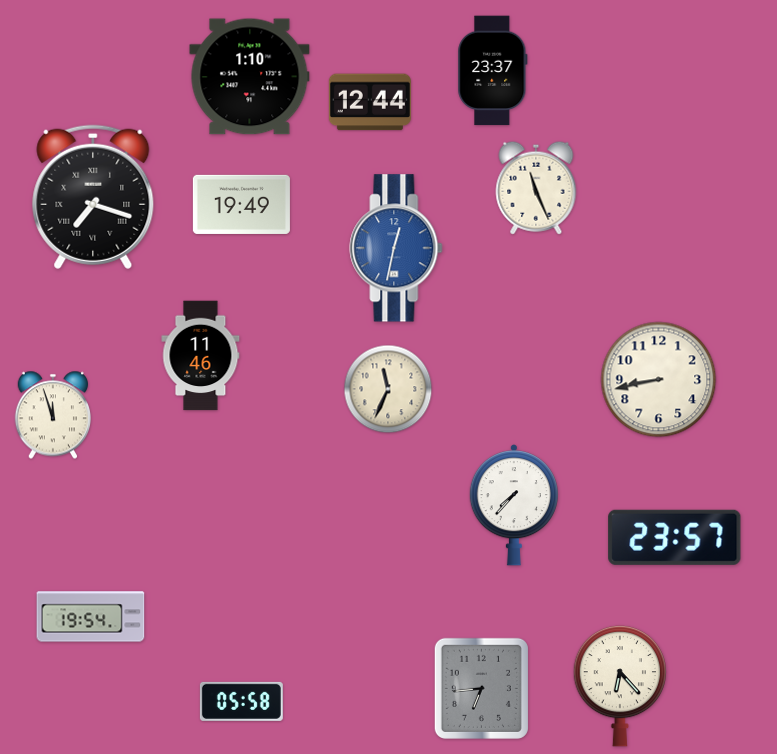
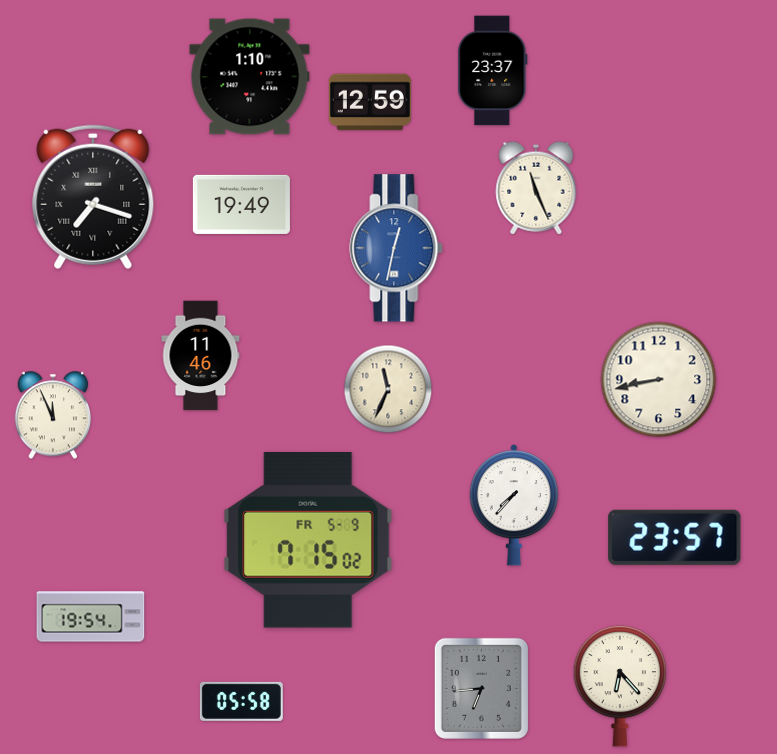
clock at (370, 102): 12:44 -> 12:59
clock at (52, 415): 11:57 -> 11:56
clock at (308, 541): none -> 7:15
